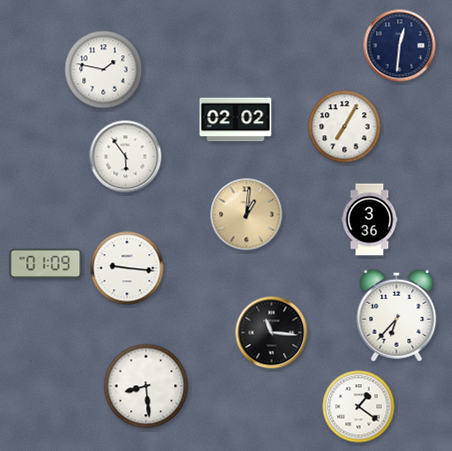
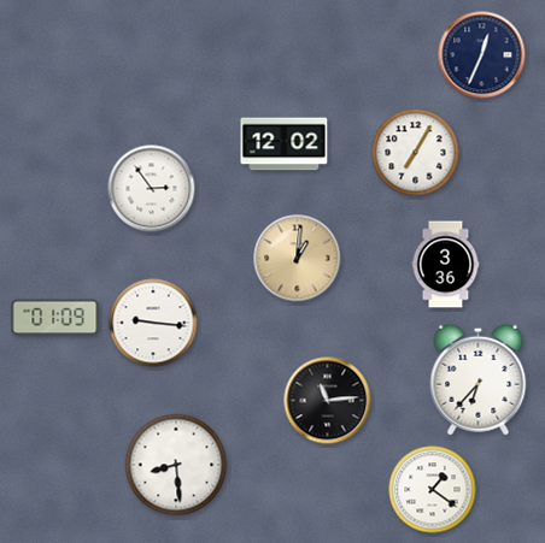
clock at (400, 46): 12:31 -> 12:34
clock at (104, 70): 1:47 -> none
clock at (236, 120): 02:02 -> 12:02
clock at (126, 157): 5:54 -> 2:54
clock at (272, 333): 11:16 -> 11:14
